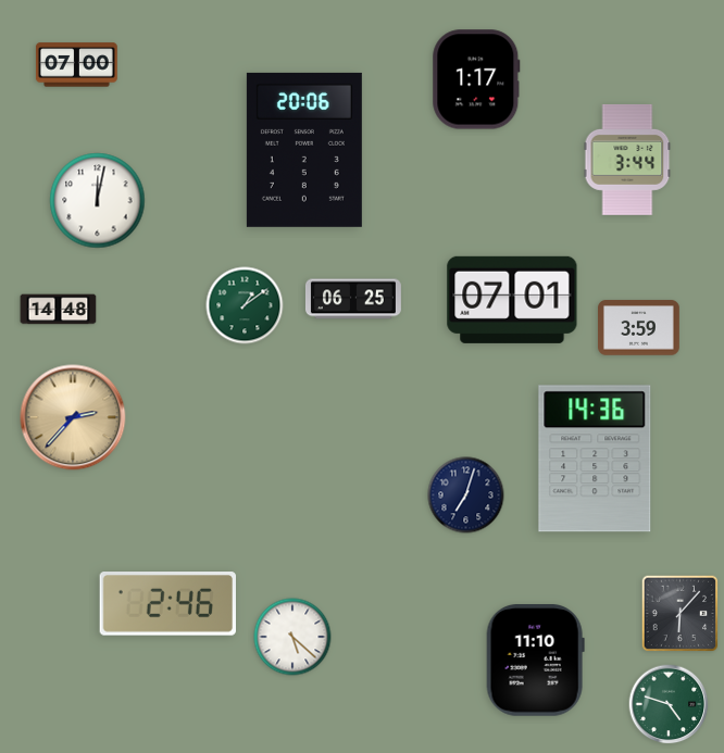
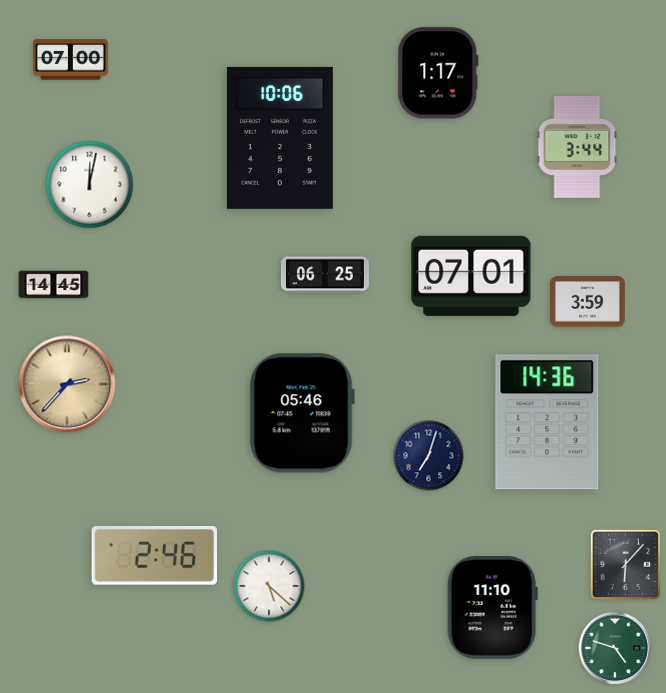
clock at (304, 150): 20:06 -> 10:06
clock at (245, 305): 1:09 -> none
clock at (59, 310): 14:48 -> 14:45
clock at (302, 413): none -> 05:46
